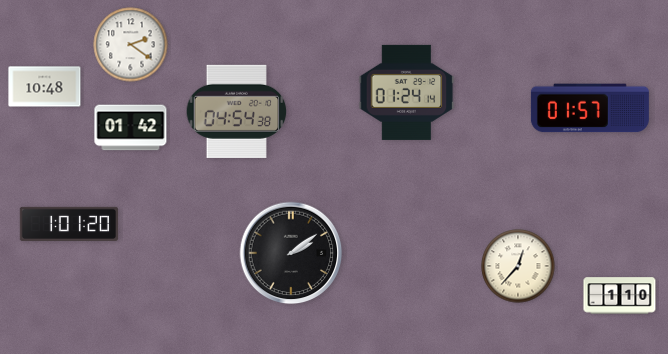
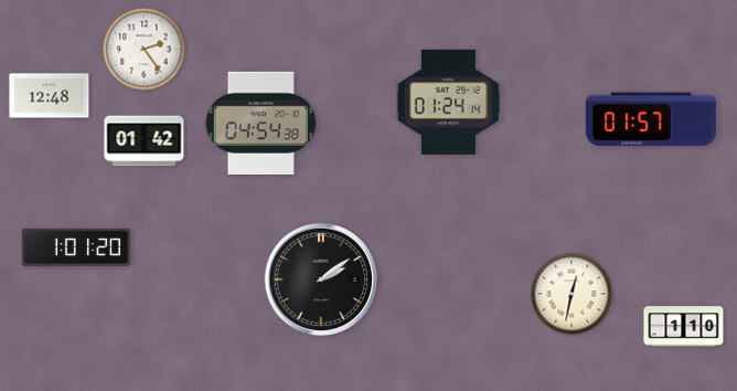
clock at (131, 45): 2:21 -> 2:24
clock at (45, 87): 10:48 -> 12:48
clock at (518, 266): 12:37 -> 12:32
